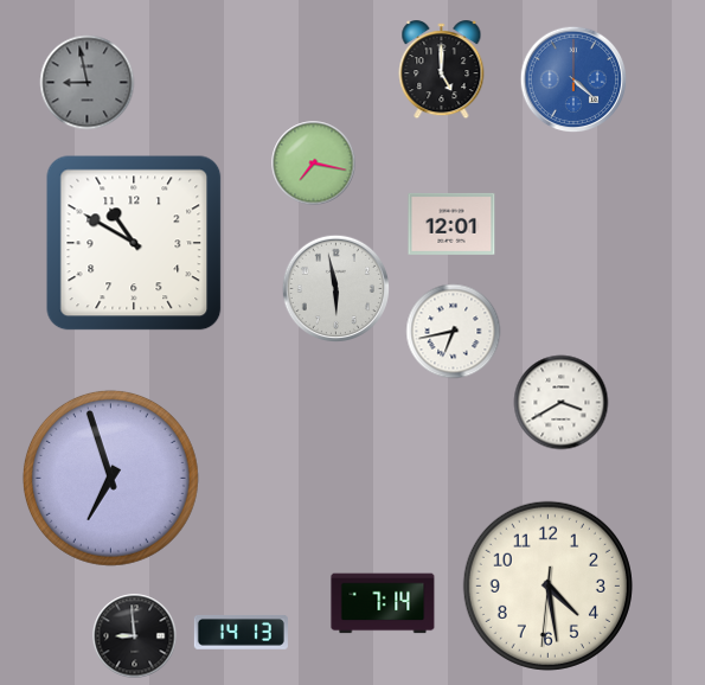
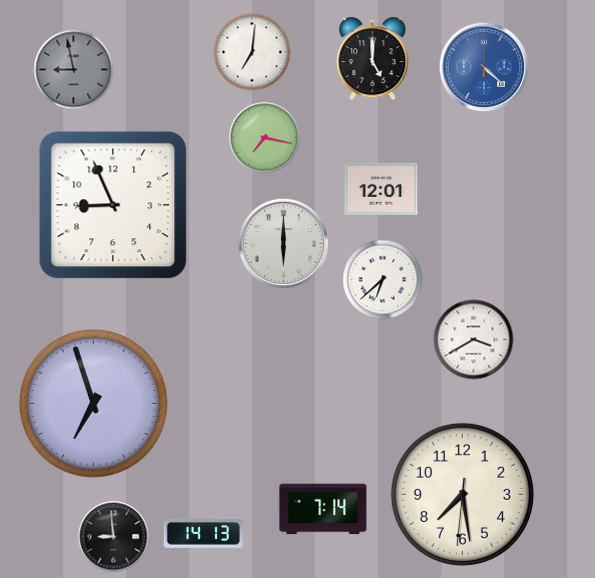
clock at (252, 52): none -> 7:01
clock at (134, 243): 10:50 -> 8:56
clock at (335, 288): 5:58 -> 6:00
clock at (454, 332): 6:43 -> 6:38
clock at (547, 585): 4:28 -> 7:28
